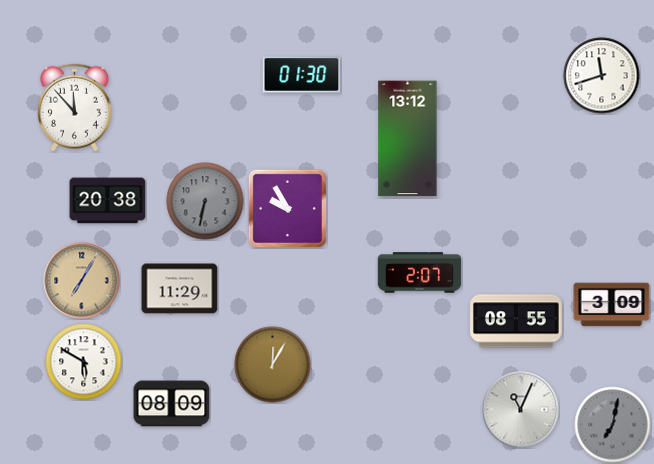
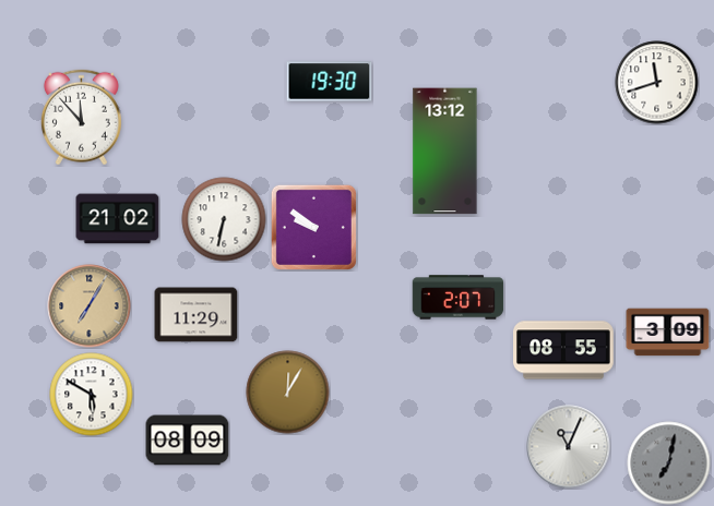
clock at (302, 75): 01:30 -> 19:30
clock at (108, 201): 20:38 -> 21:02
clock at (205, 201) dial: grey -> white
clock at (287, 208): 9:55 -> 9:51
clock at (273, 365) position: (273, 365) -> (288, 393)
